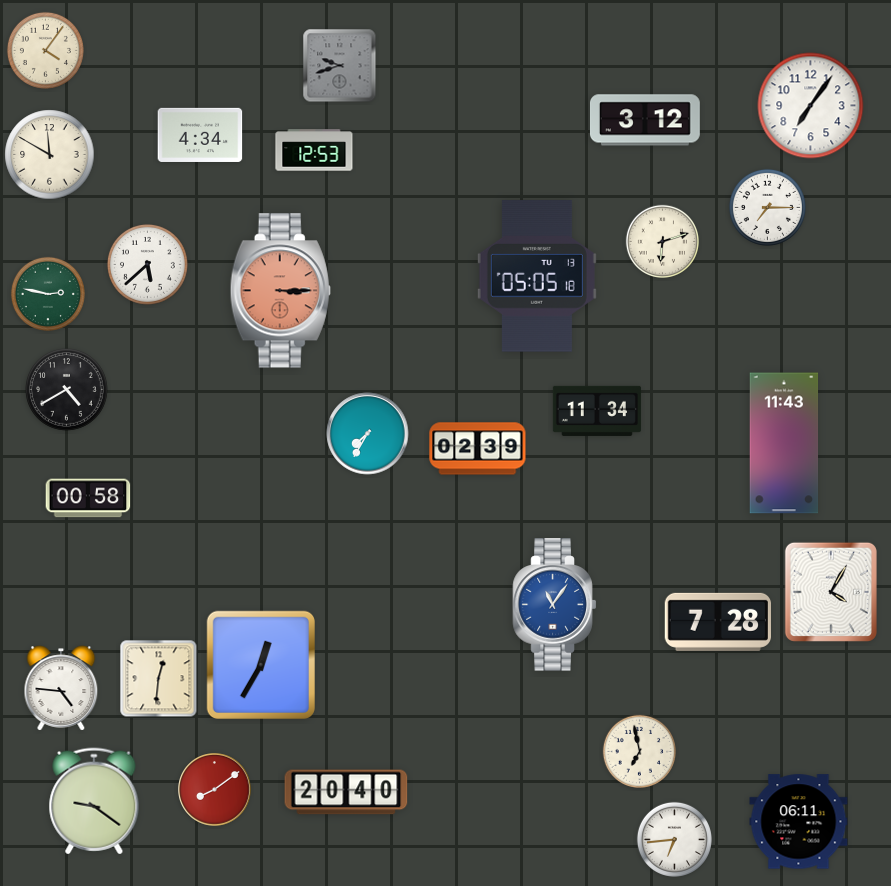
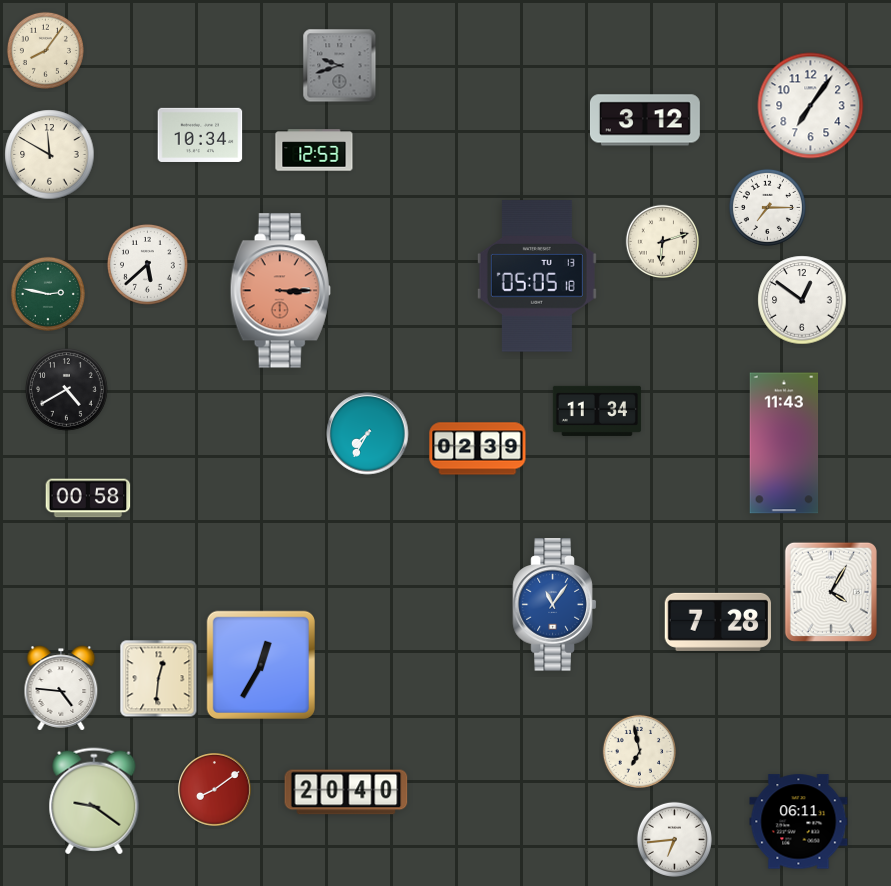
clock at (45, 50): 4:06 -> 8:06
clock at (200, 135): 4:34 -> 10:34
clock at (802, 300): none -> 12:51
